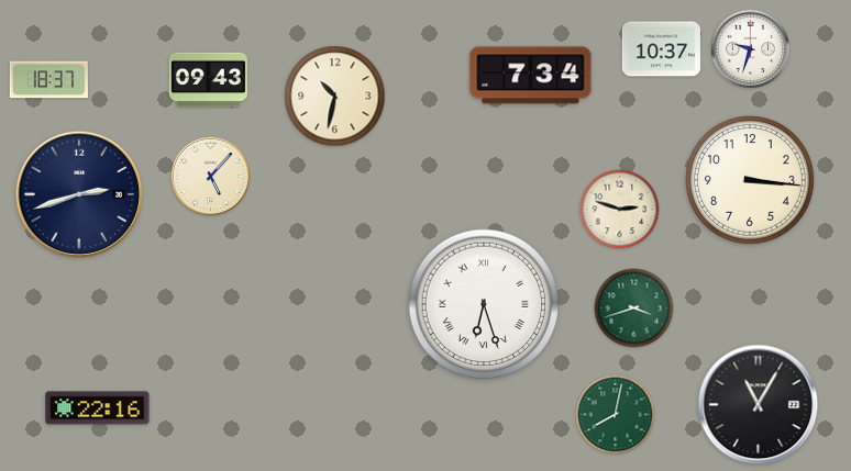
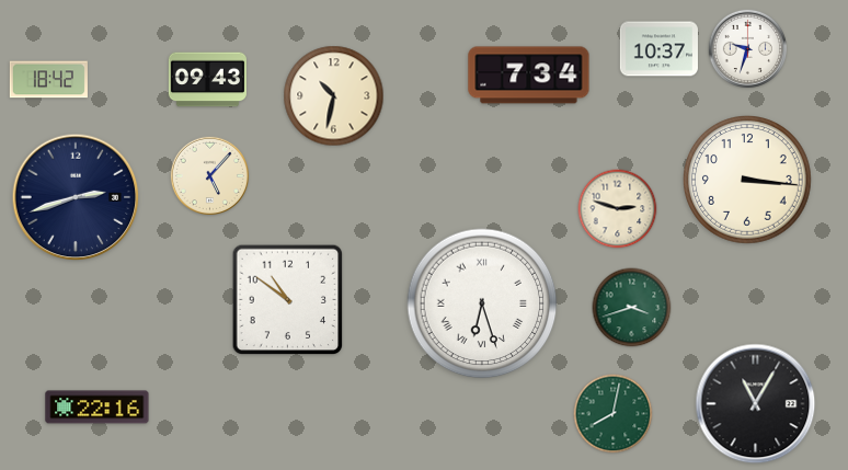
clock at (48, 80): 18:37 -> 18:42
clock at (79, 194) position: (79, 194) -> (76, 197)
clock at (288, 300): none -> 10:51
